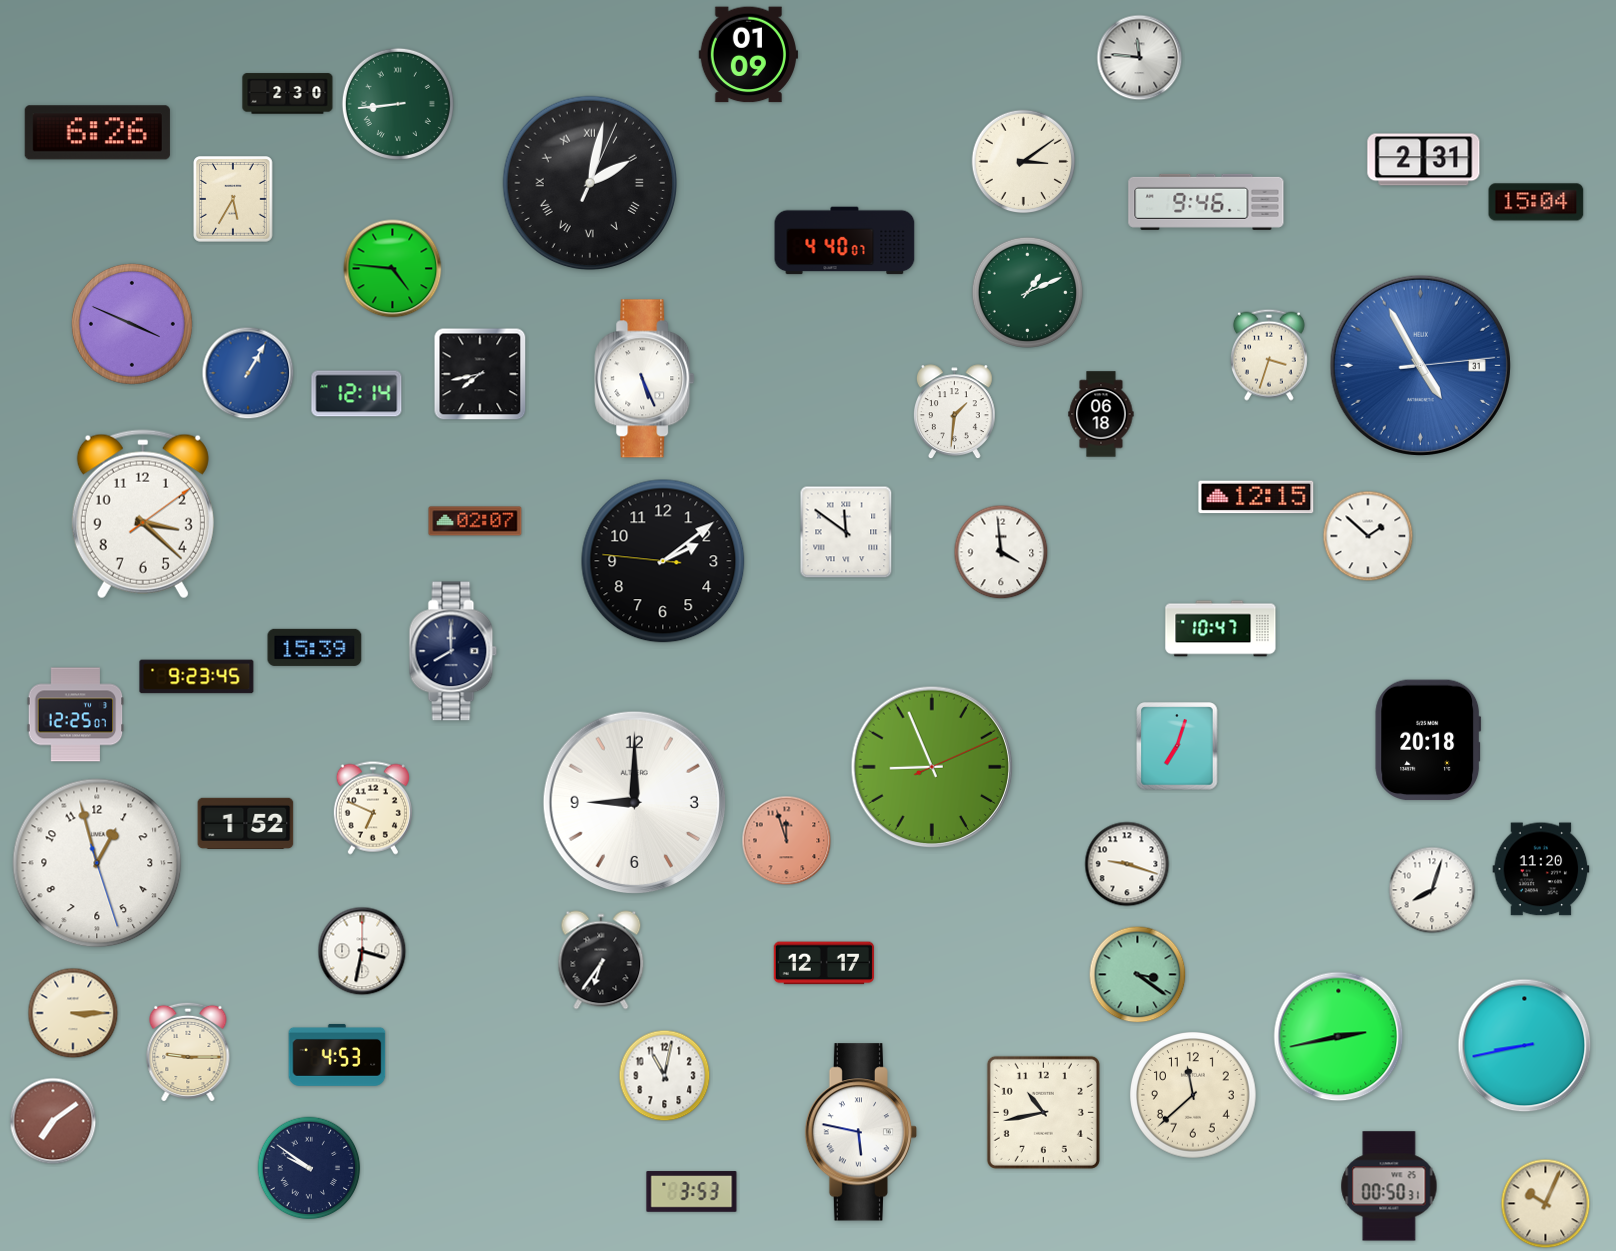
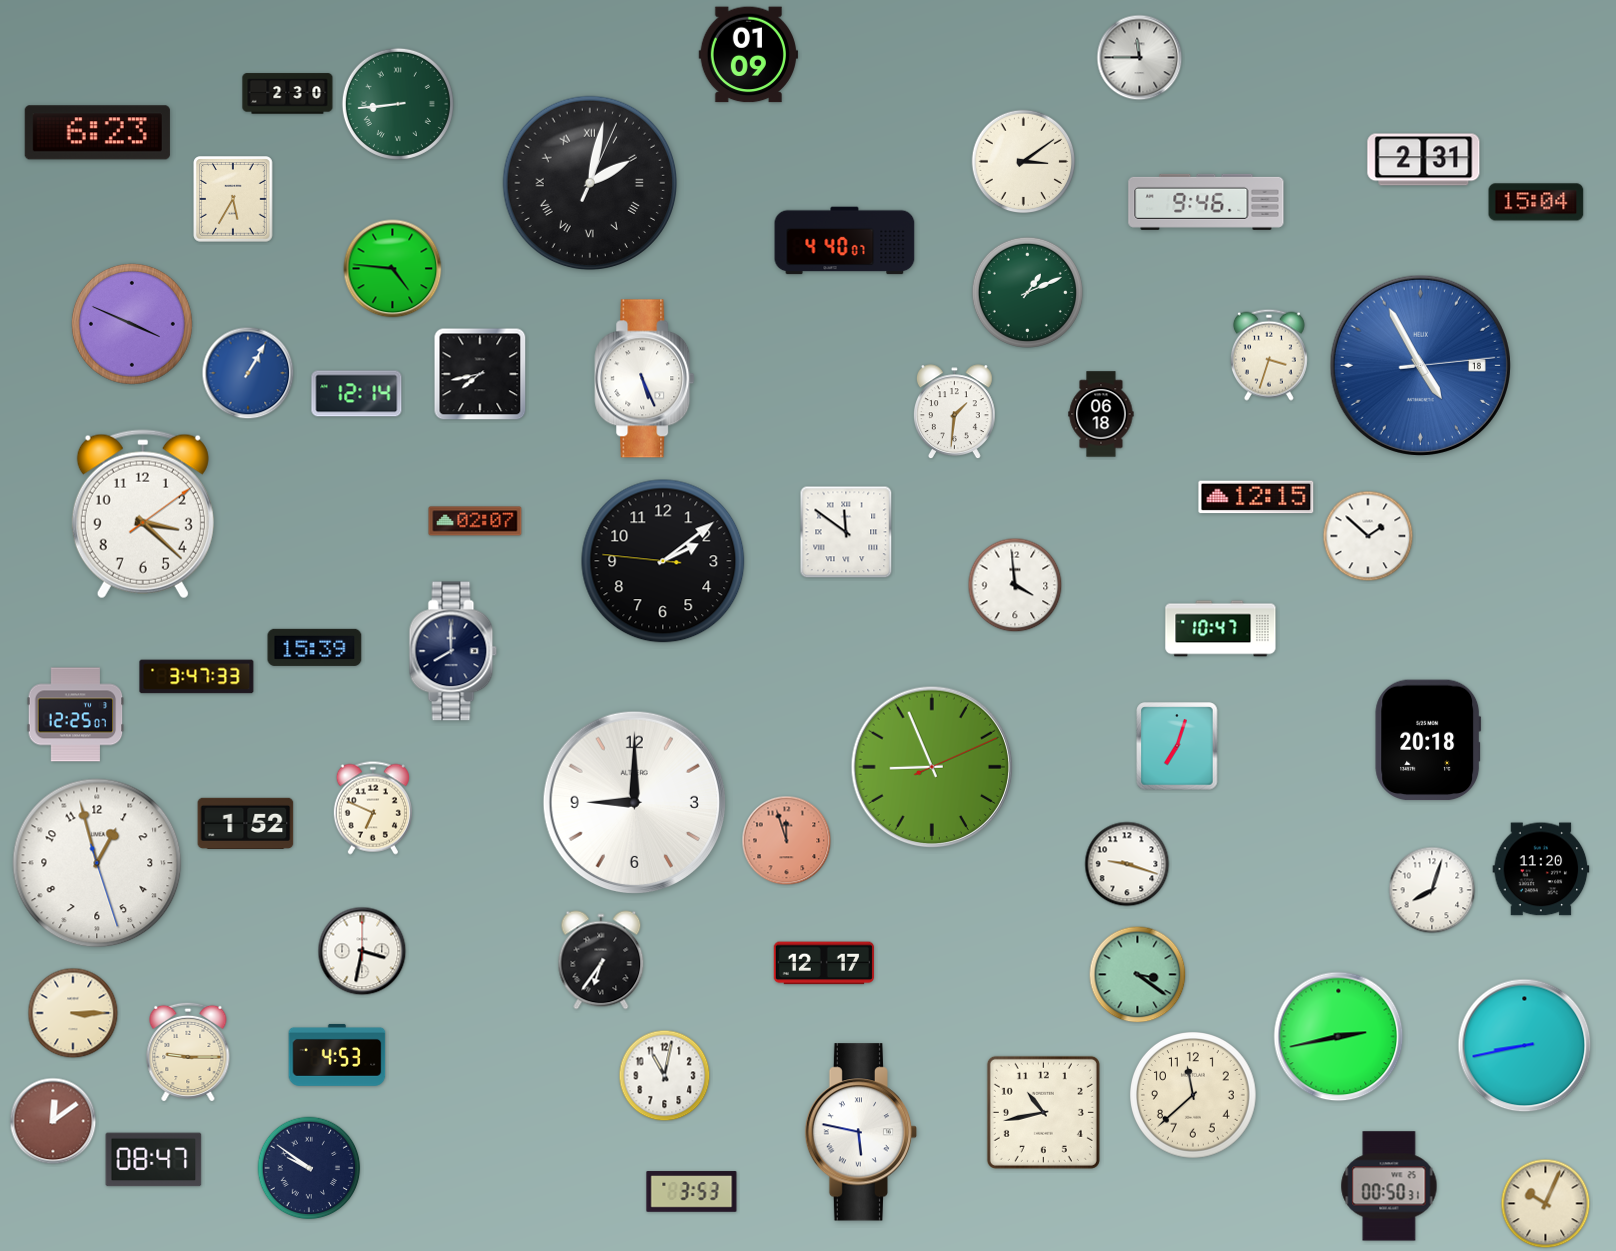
clock at (1140, 58): 11:46 -> 11:45
clock at (97, 133): 6:26 -> 6:23
clock at (1420, 365) date: 31 -> 18
clock at (1001, 552) position: (1001, 552) -> (1015, 585)
clock at (197, 677): 9:23 -> 3:47
clock at (53, 1121): 7:09 -> 12:09
clock at (154, 1160): none -> 08:47
